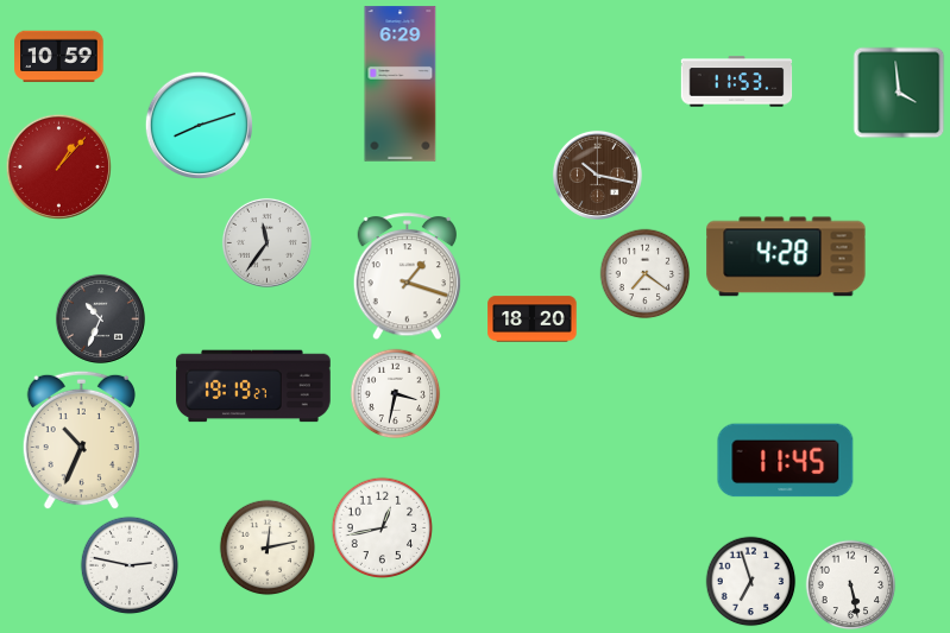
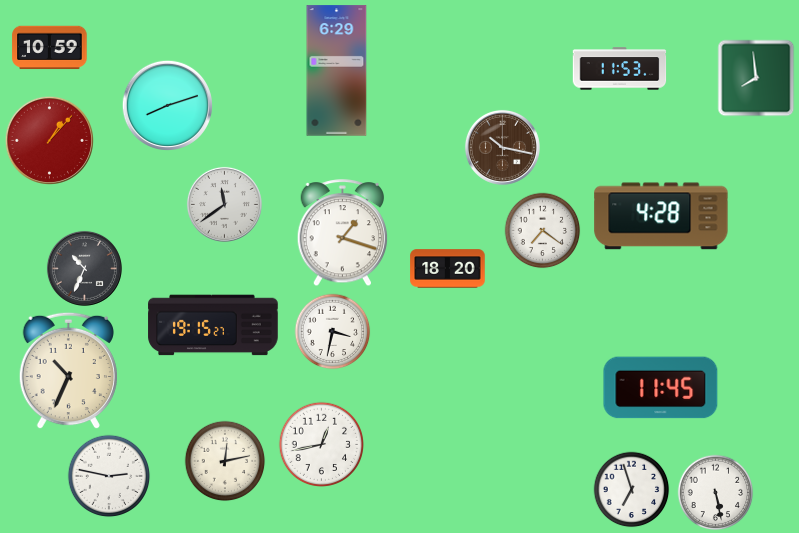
clock at (899, 93): 3:59 -> 7:59
clock at (266, 242): 11:36 -> 11:39
clock at (253, 386): 19:19 -> 19:15
